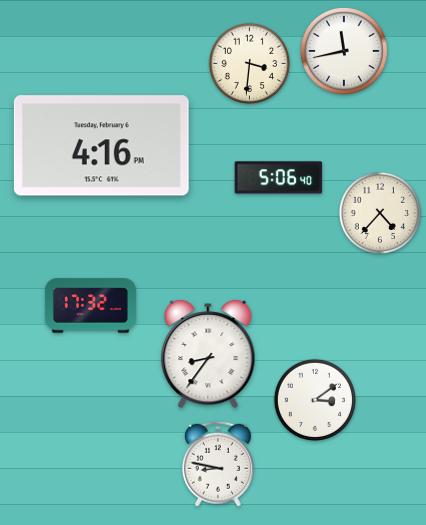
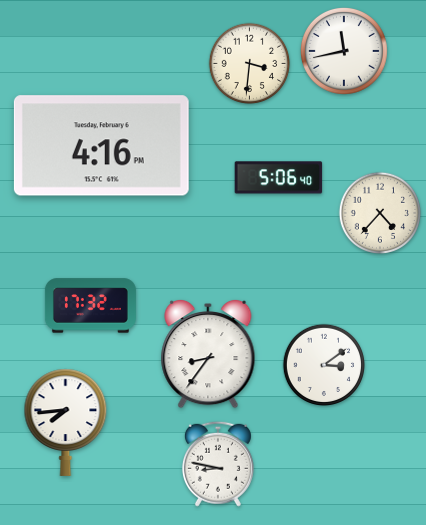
clock at (314, 399) position: (314, 399) -> (323, 364)
clock at (66, 422): none -> 7:44
